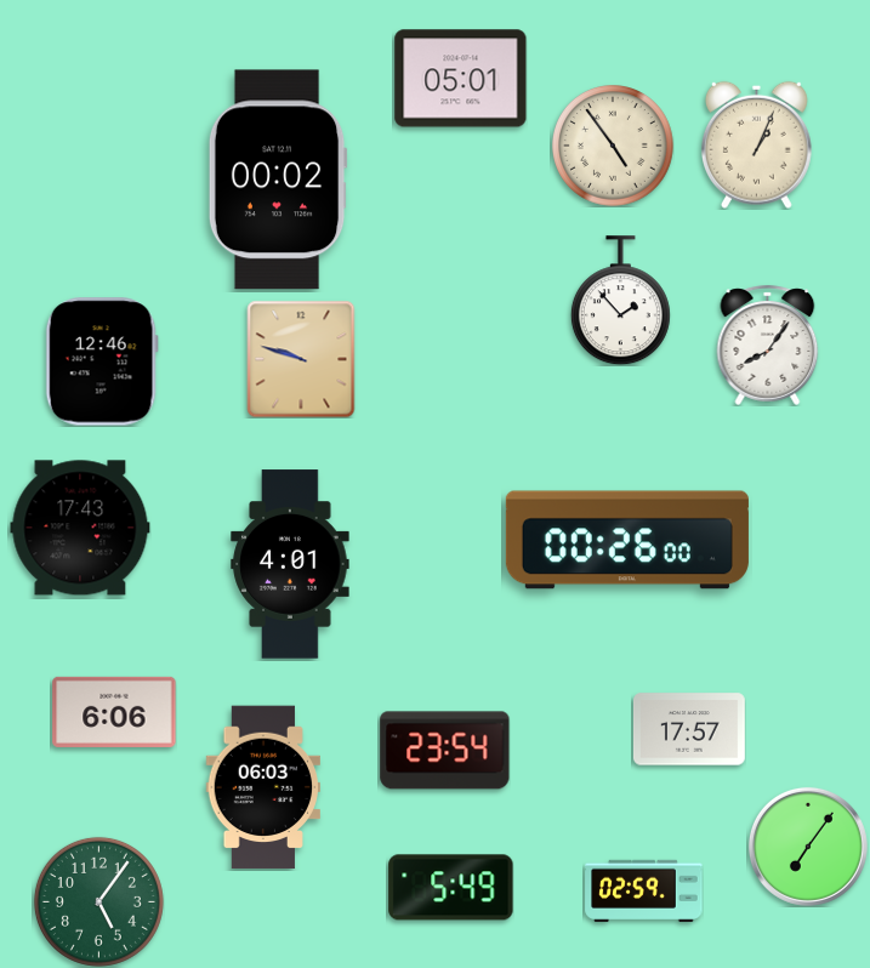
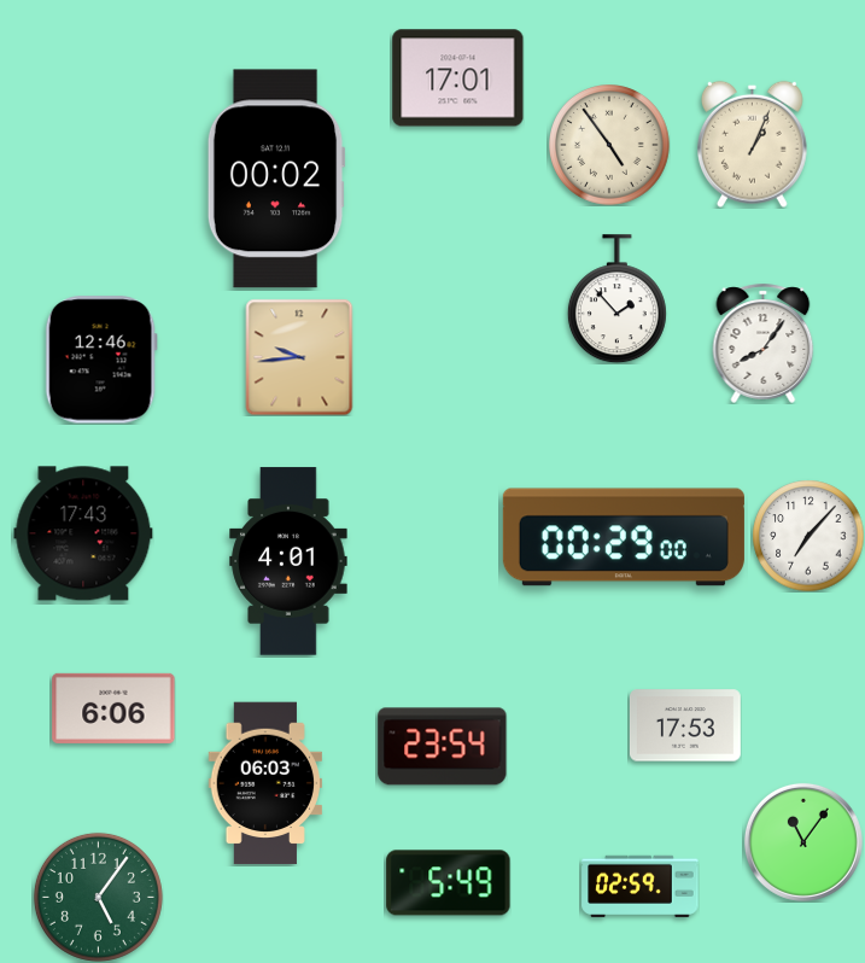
clock at (461, 79): 05:01 -> 17:01
clock at (301, 359): 9:48 -> 9:44
clock at (80, 528) position: (80, 528) -> (83, 533)
clock at (808, 536): none -> 7:07
clock at (627, 540): 00:26 -> 00:29
clock at (689, 729): 17:57 -> 17:53
clock at (263, 787) position: (263, 787) -> (265, 783)
clock at (808, 847): 7:06 -> 11:06
